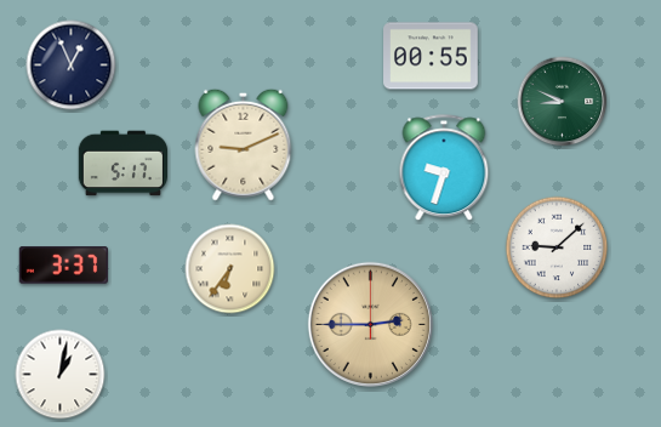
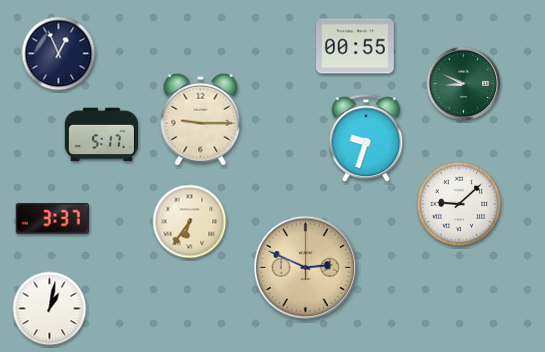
clock at (244, 144): 9:11 -> 9:15
clock at (370, 324): 2:45 -> 2:49
